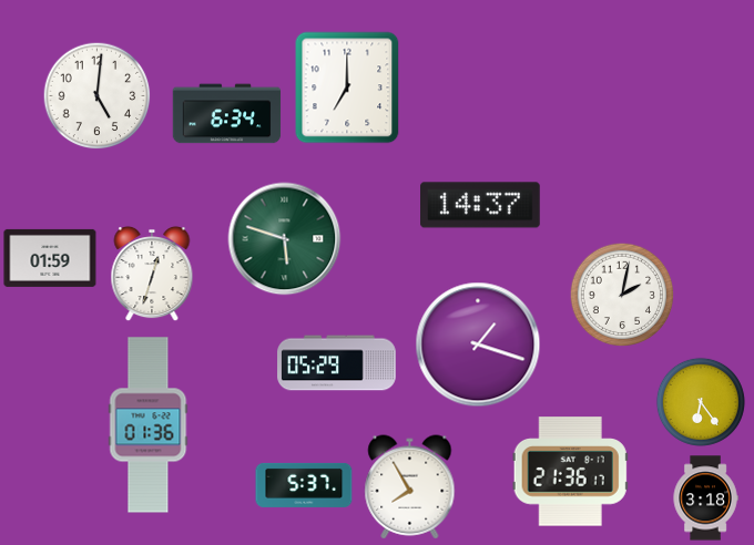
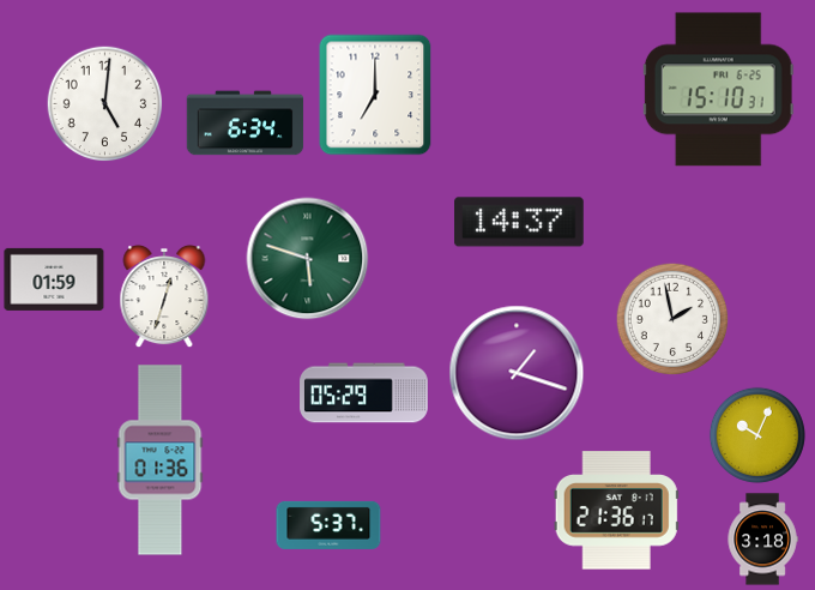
clock at (718, 90): none -> 15:10
clock at (622, 295): 2:02 -> 1:58
clock at (701, 402): 6:24 -> 10:04
clock at (410, 487): 7:55 -> none
